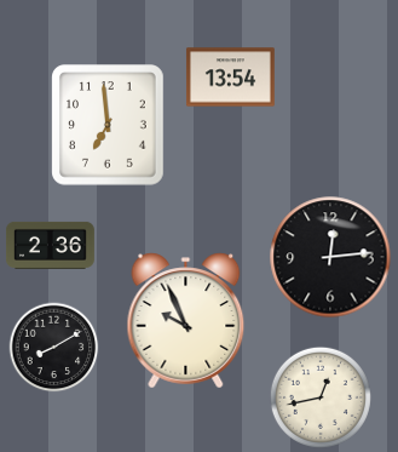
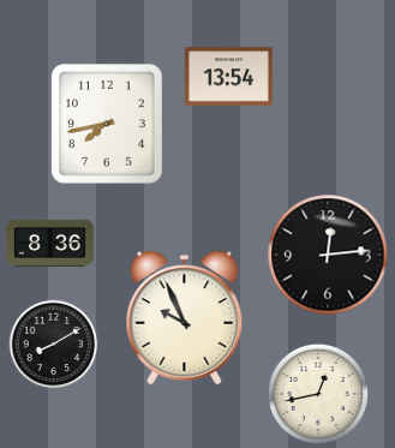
clock at (108, 125): 6:59 -> 7:43
clock at (51, 245): 2:36 -> 8:36
